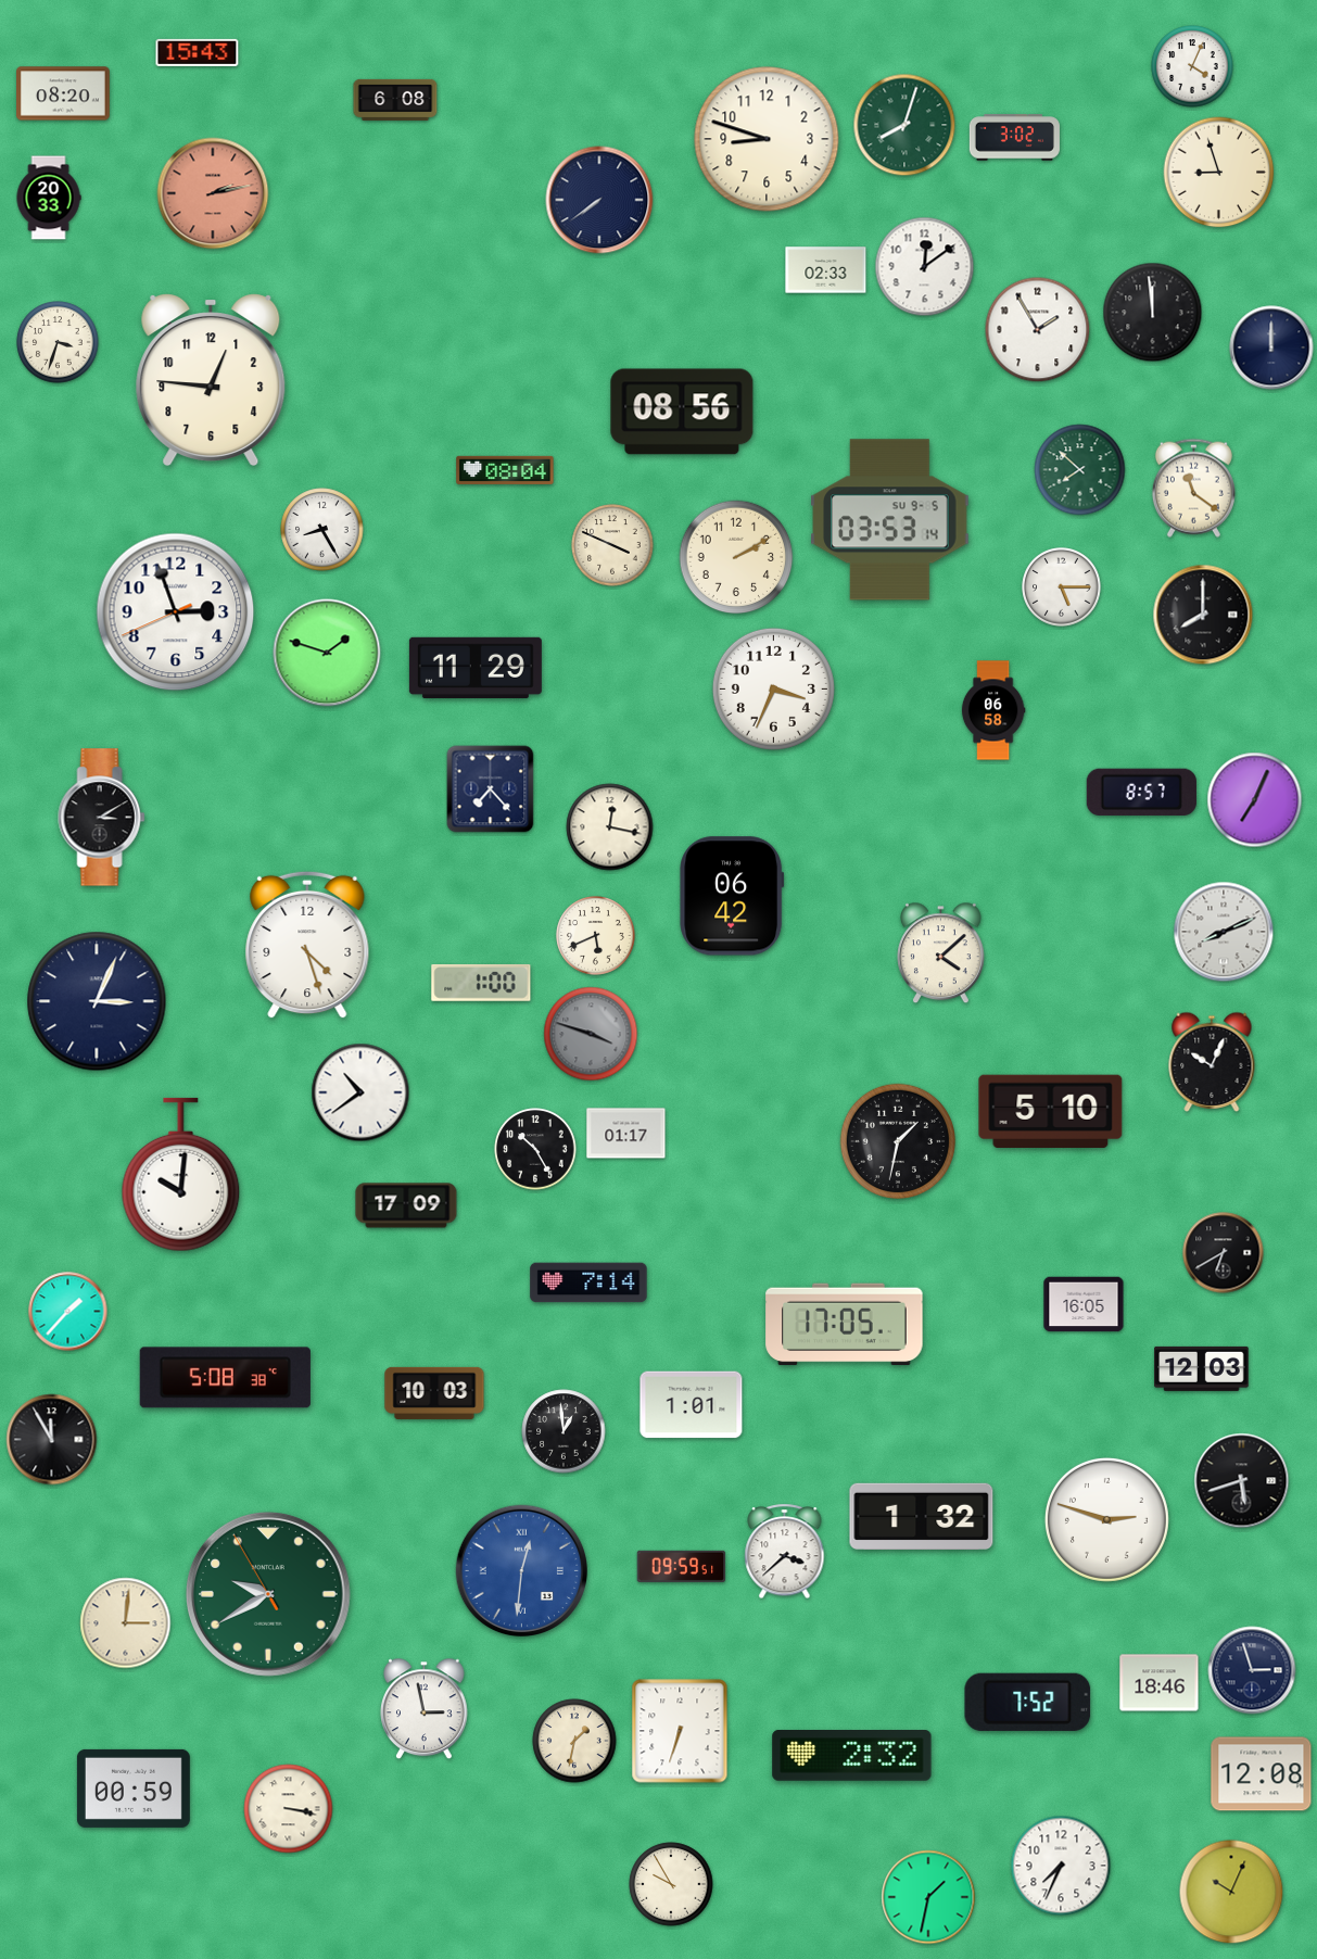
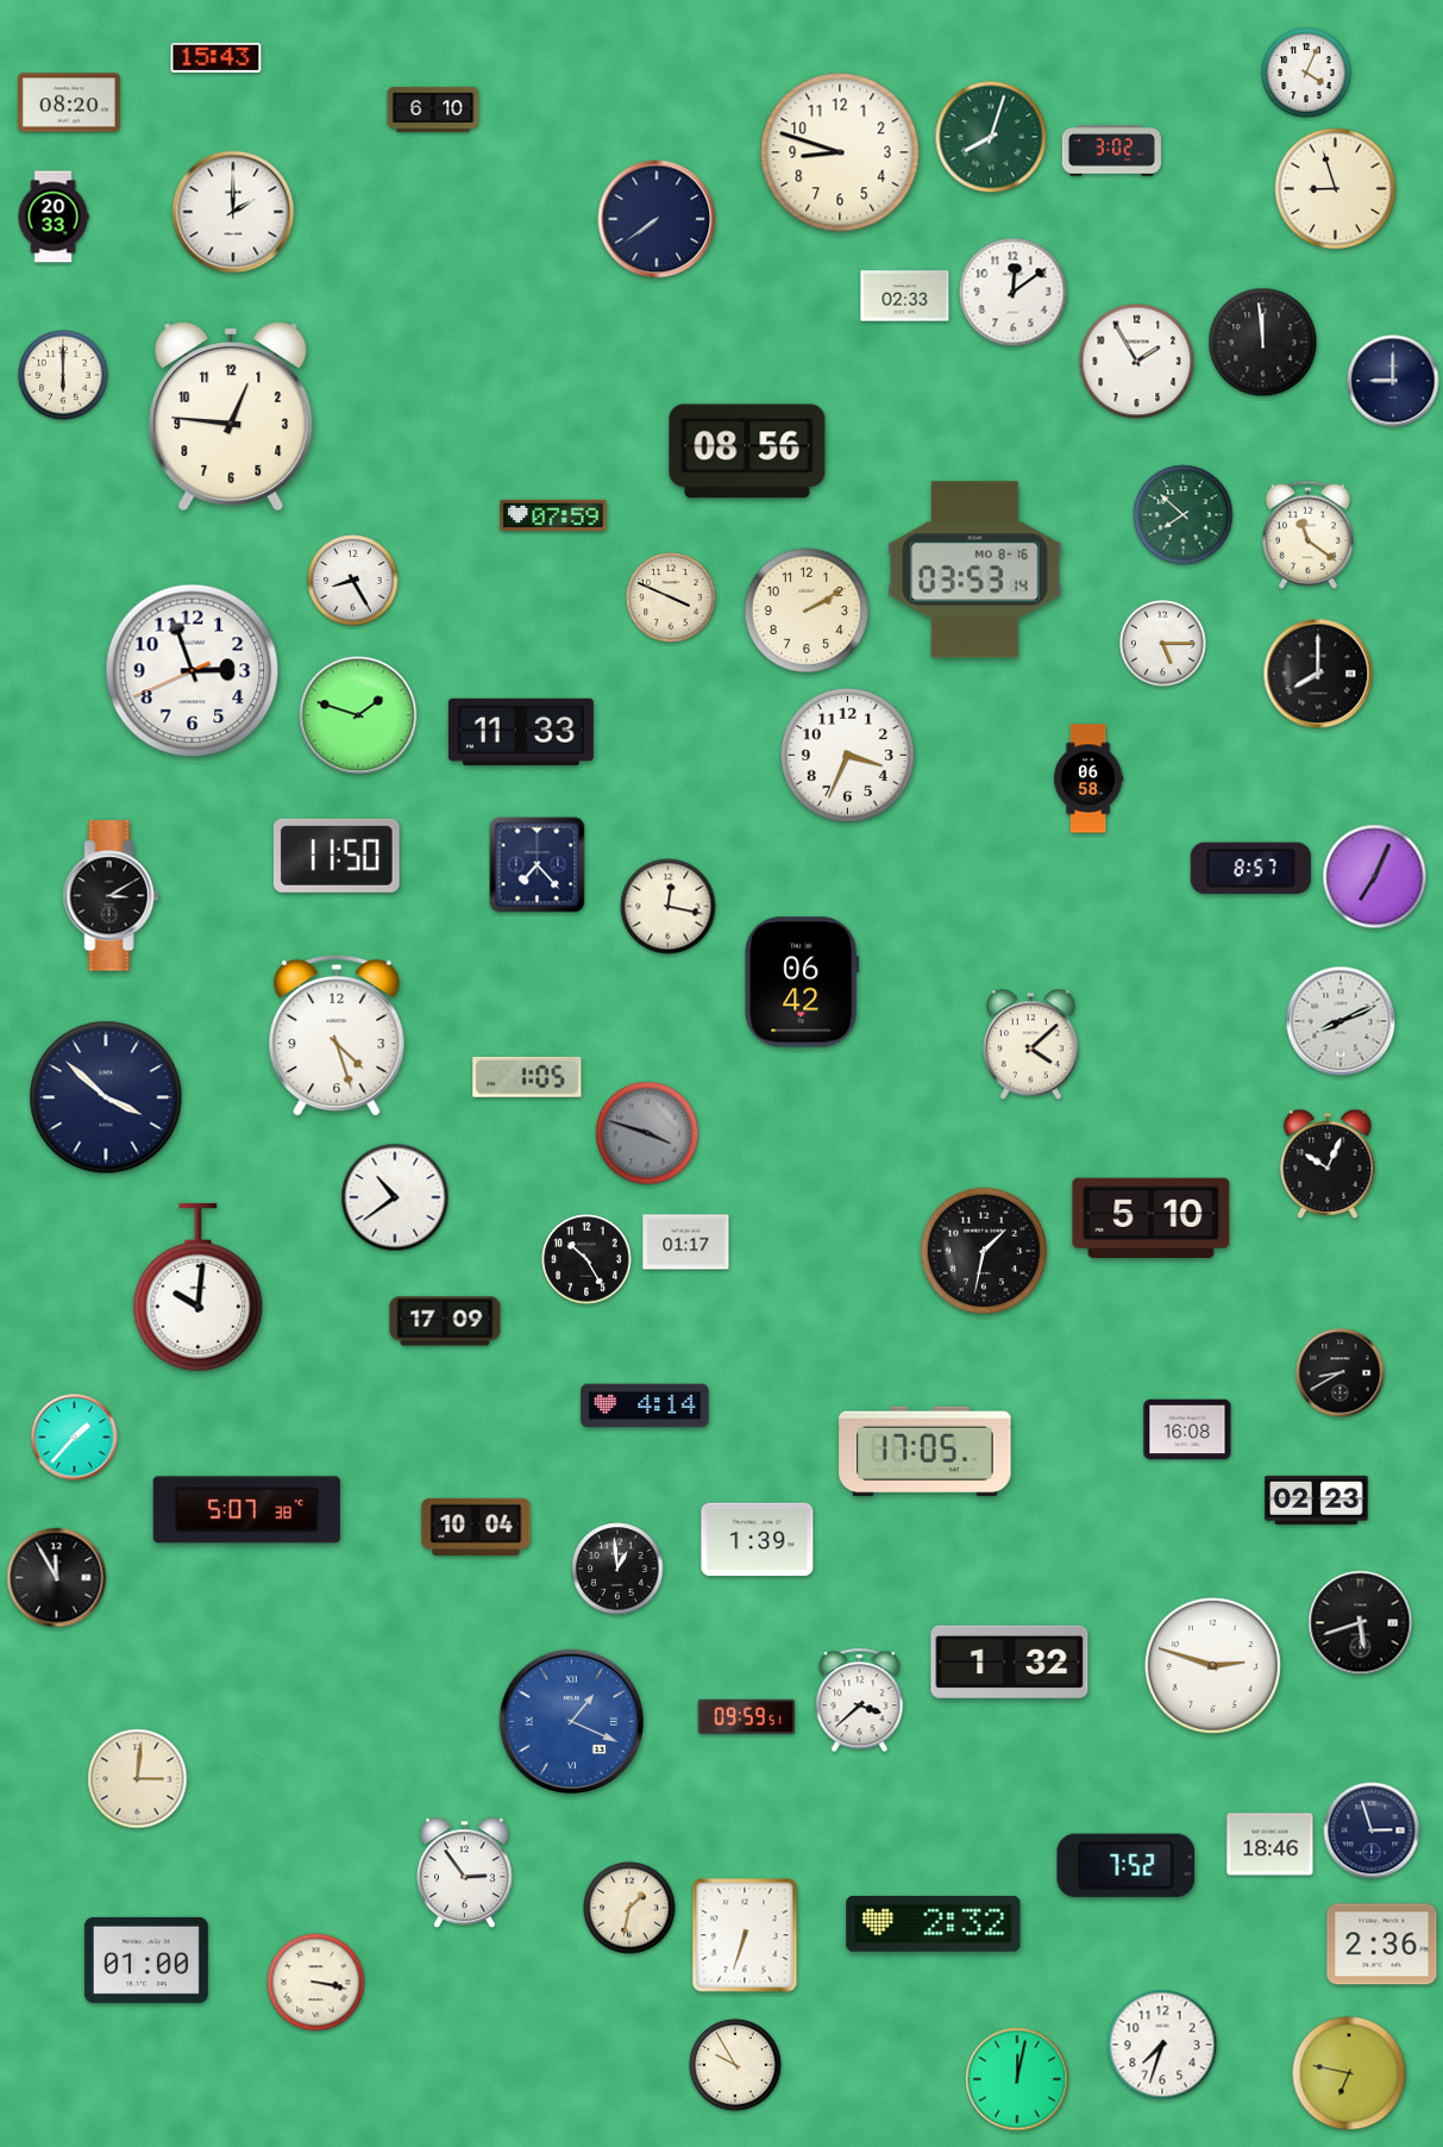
clock at (395, 100): 6:08 -> 6:10
clock at (213, 193): 2:13 -> 2:00
clock at (213, 193) dial: salmon -> white
clock at (58, 342): 3:33 -> 6:00
clock at (1271, 347): 12:00 -> 9:00
clock at (505, 470): 08:04 -> 07:59
clock at (890, 520) date: SU 9-5 -> MO 8-16
clock at (476, 668): 11:29 -> 11:33
clock at (337, 856): none -> 11:50
clock at (596, 936): 5:41 -> none
clock at (481, 983): 1:00 -> 1:05
clock at (97, 1001): 3:04 -> 3:52
clock at (1224, 1253): 6:40 -> 8:40
clock at (588, 1282): 7:14 -> 4:14
clock at (1084, 1304): 16:05 -> 16:08
clock at (1202, 1368): 12:03 -> 02:23
clock at (225, 1378): 5:08 -> 5:07
clock at (434, 1393): 10:03 -> 10:04
clock at (692, 1405): 1:01 -> 1:39
clock at (521, 1570): 12:31 -> 1:19
clock at (269, 1595): 9:39 -> none
clock at (425, 1709): 2:58 -> 2:54
clock at (680, 1731) position: (680, 1731) -> (745, 1935)
clock at (1262, 1774): 12:08 -> 2:36
clock at (134, 1789): 00:59 -> 01:00
clock at (1061, 1866): 7:34 -> 7:33
clock at (1231, 1892): 10:04 -> 6:47
clock at (928, 1897): 1:32 -> 12:02
